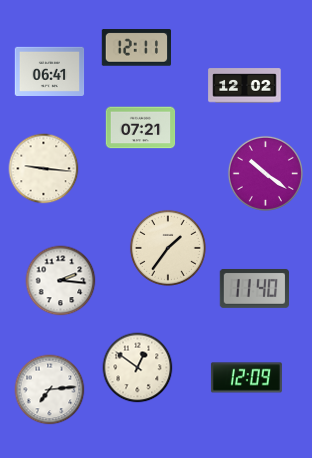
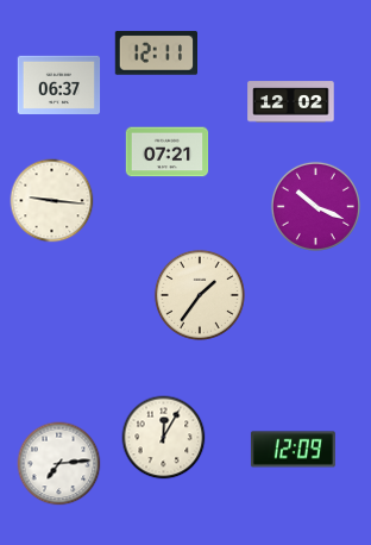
clock at (136, 48) position: (136, 48) -> (156, 54)
clock at (50, 71): 06:41 -> 06:37
clock at (265, 173): 10:21 -> 10:19
clock at (61, 281): 2:16 -> none
clock at (255, 288): 11:40 -> none
clock at (138, 368): 12:51 -> 12:05
